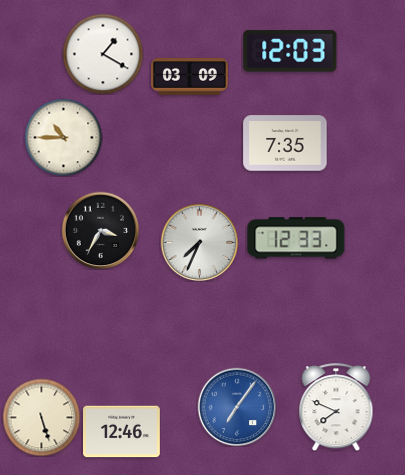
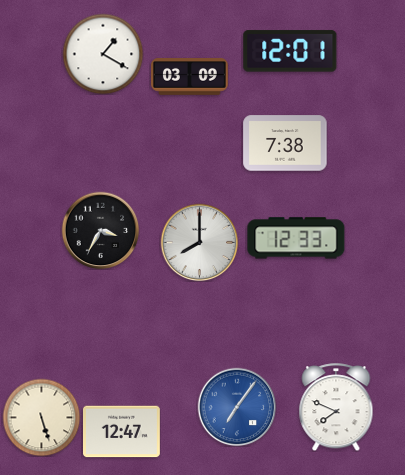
clock at (290, 51): 12:03 -> 12:01
clock at (63, 137): 10:45 -> none
clock at (285, 143): 7:35 -> 7:38
clock at (199, 242): 7:34 -> 8:00
clock at (122, 432): 12:46 -> 12:47
